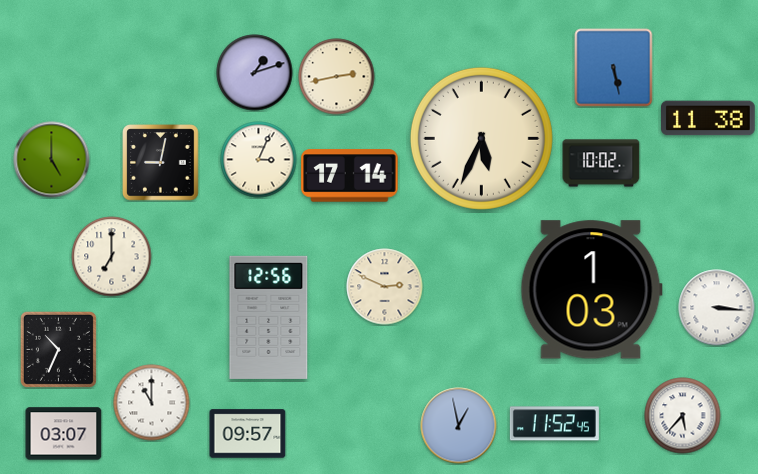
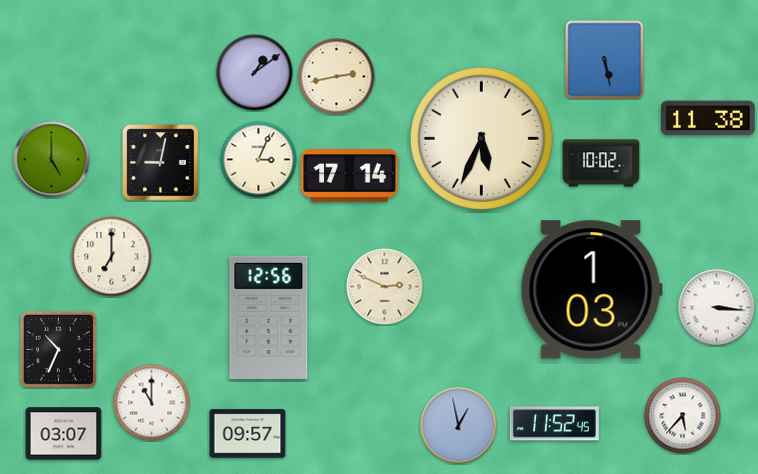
clock at (614, 68) position: (614, 68) -> (605, 60)
clock at (255, 73): 1:12 -> 1:09
